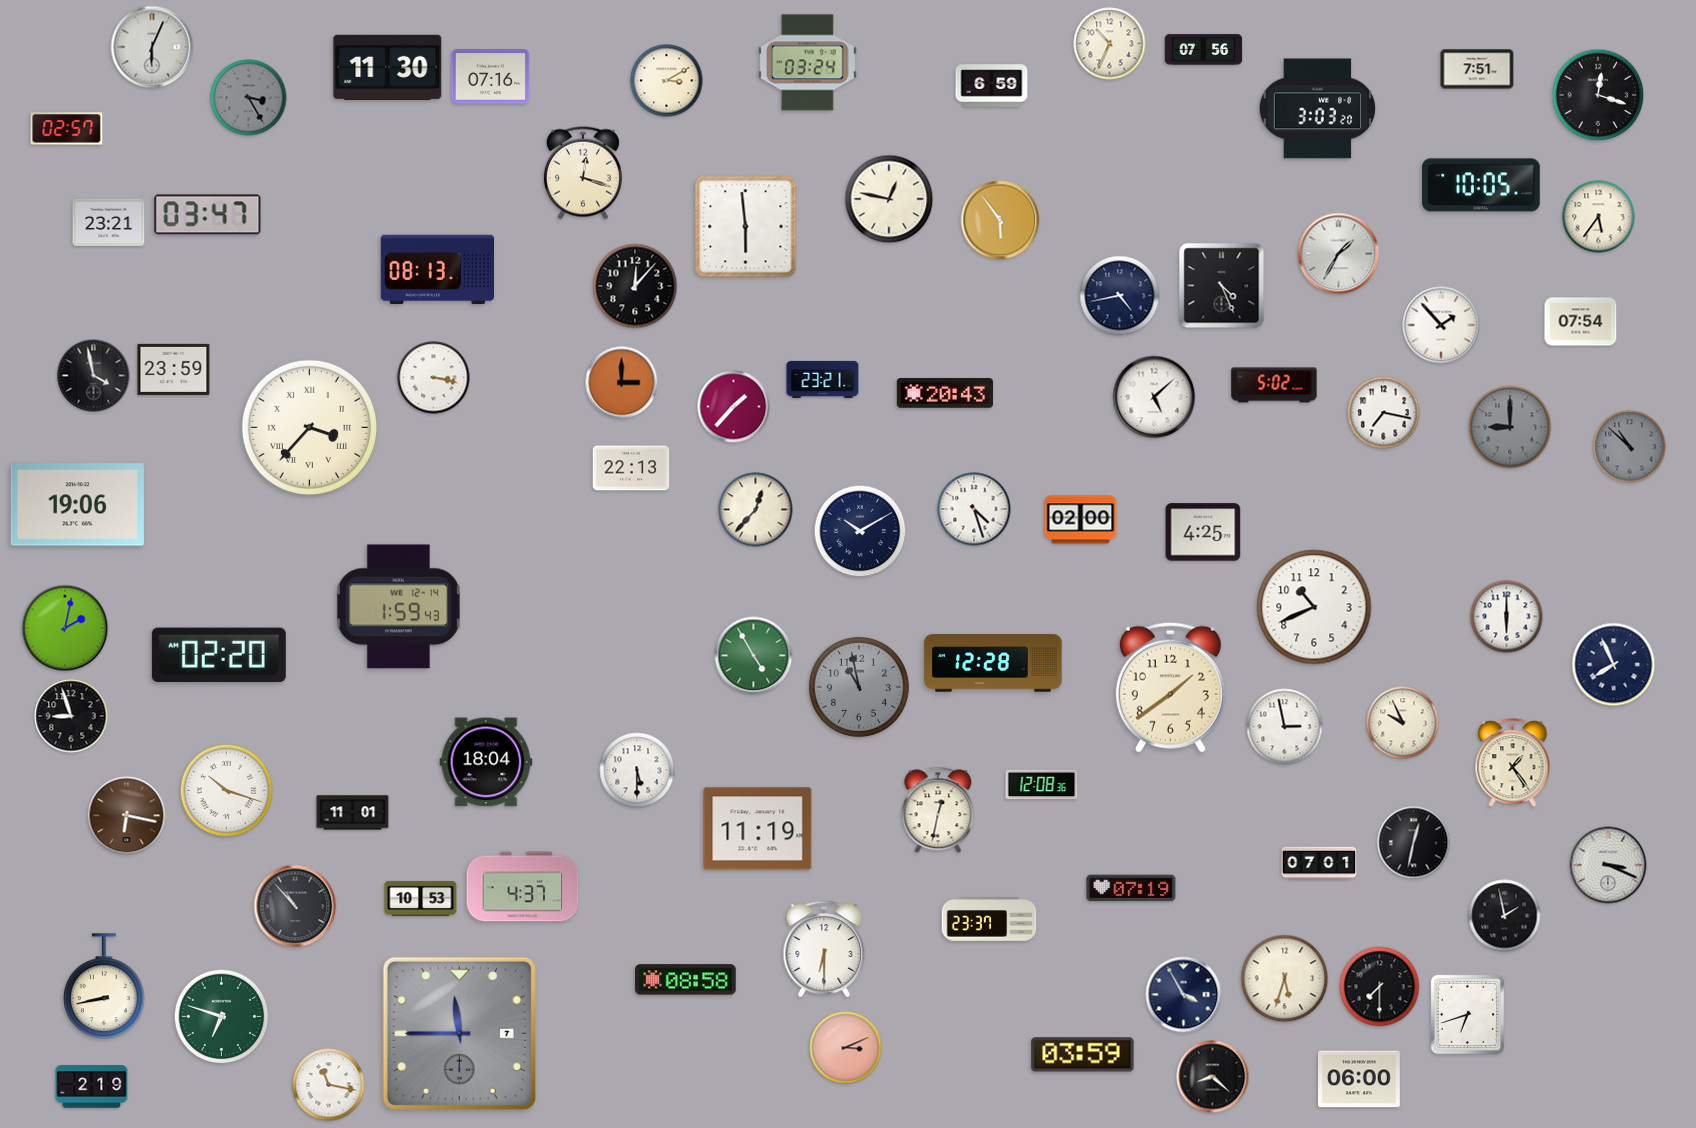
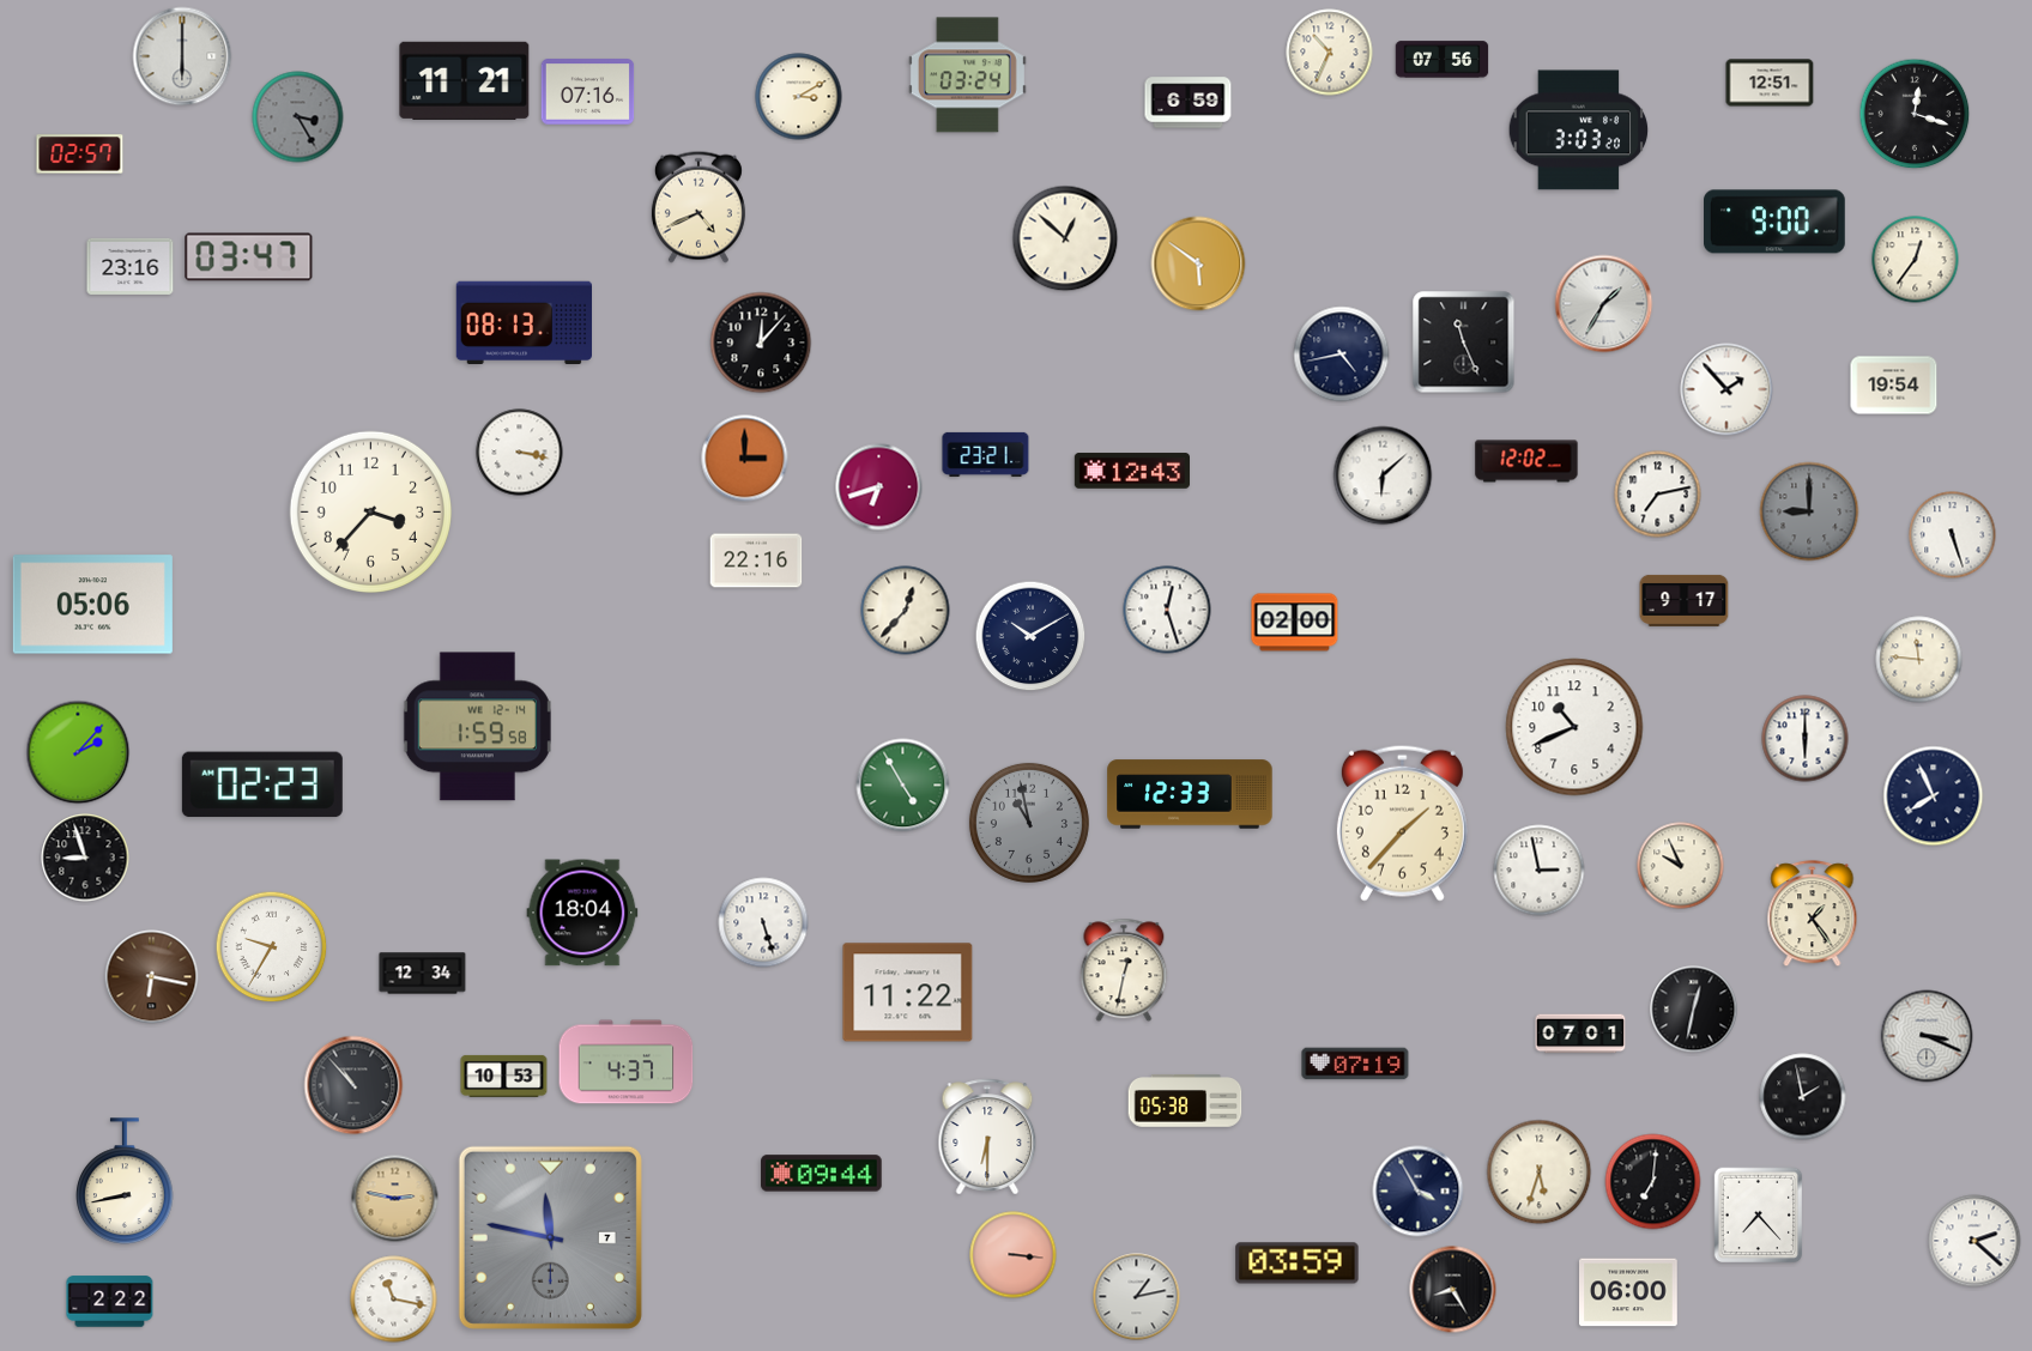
clock at (152, 47): 6:04 -> 6:00
clock at (388, 67): 11:30 -> 11:21
clock at (1477, 69): 7:51 -> 12:51
clock at (583, 173): 12:18 -> 4:41
clock at (1482, 185): 10:05 -> 9:00
clock at (889, 199): 12:47 -> 12:52
clock at (1599, 217): 5:36 -> 12:36
clock at (1000, 220): 5:54 -> 5:51
clock at (109, 222): 23:21 -> 23:16
clock at (746, 227): 5:59 -> none
clock at (1222, 286): 4:26 -> 11:26
clock at (1581, 322): 07:54 -> 19:54
clock at (174, 369): 23:59 -> none
clock at (94, 376): 3:58 -> none
clock at (1274, 385): 5:02 -> 12:02
clock at (944, 393): 20:43 -> 12:43
clock at (1154, 397): 5:08 -> 6:08
clock at (734, 407): 1:37 -> 6:42
clock at (1384, 413): 7:17 -> 7:13
clock at (309, 427) numerals: Roman -> Arabic
clock at (1630, 447): 10:52 -> 5:27
clock at (1630, 447) dial: grey -> white
clock at (631, 468): 22:13 -> 22:16
clock at (1685, 600): none -> 9:17
clock at (77, 505): 19:06 -> 05:06
clock at (974, 509): 4:27 -> 12:27
clock at (1203, 532): 4:25 -> none
clock at (1919, 660): none -> 11:46
clock at (398, 607): 1:59:43 -> 1:59:58
clock at (65, 628): 2:02 -> 2:07
clock at (219, 655): 02:20 -> 02:23
clock at (993, 663): 12:28 -> 12:33
clock at (1170, 687): 1:39 -> 1:37
clock at (637, 770): 5:30 -> 5:27
clock at (1042, 785): 12:08 -> none
clock at (227, 791): 10:18 -> 9:35
clock at (353, 813): 11:01 -> 12:34
clock at (758, 829): 11:19 -> 11:22
clock at (989, 919): 23:37 -> 05:38
clock at (686, 980): 08:58 -> 09:44
clock at (1380, 987): 7:30 -> 7:01
clock at (395, 1199): none -> 2:47
clock at (1468, 1015): 6:42 -> 7:23
clock at (222, 1017): 6:48 -> none
clock at (459, 1033): 11:45 -> 11:47
clock at (1974, 1241): none -> 2:22
clock at (846, 1048): 3:11 -> 3:16
clock at (1213, 1077): 8:22 -> 8:25
clock at (1137, 1297): none -> 1:13
clock at (92, 1087): 2:19 -> 2:22
